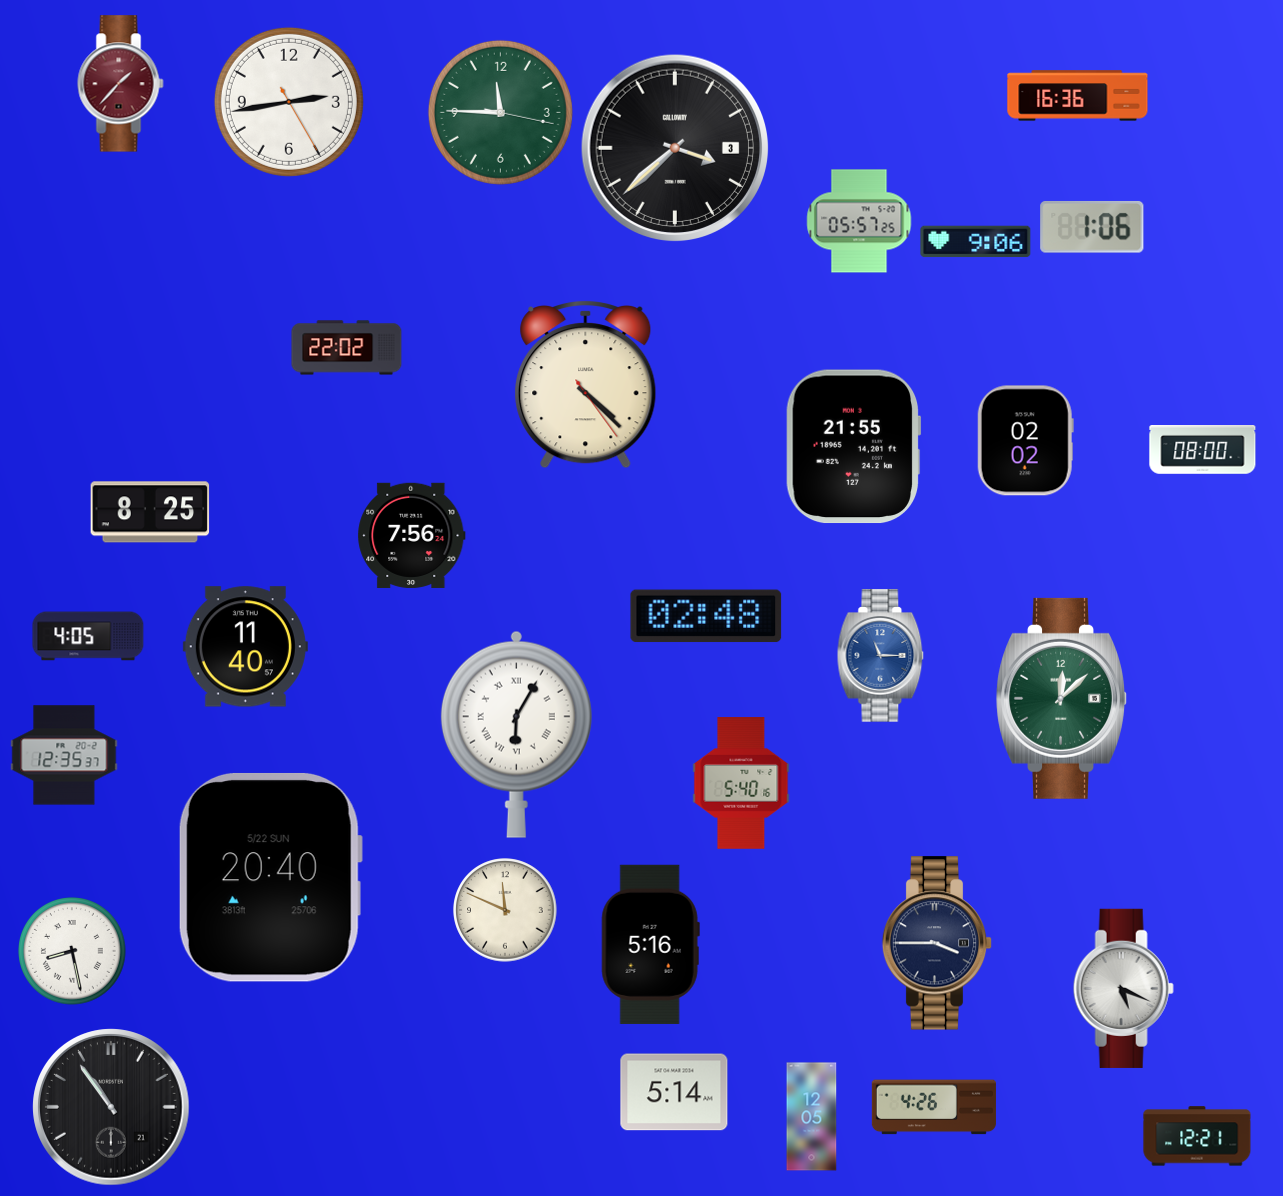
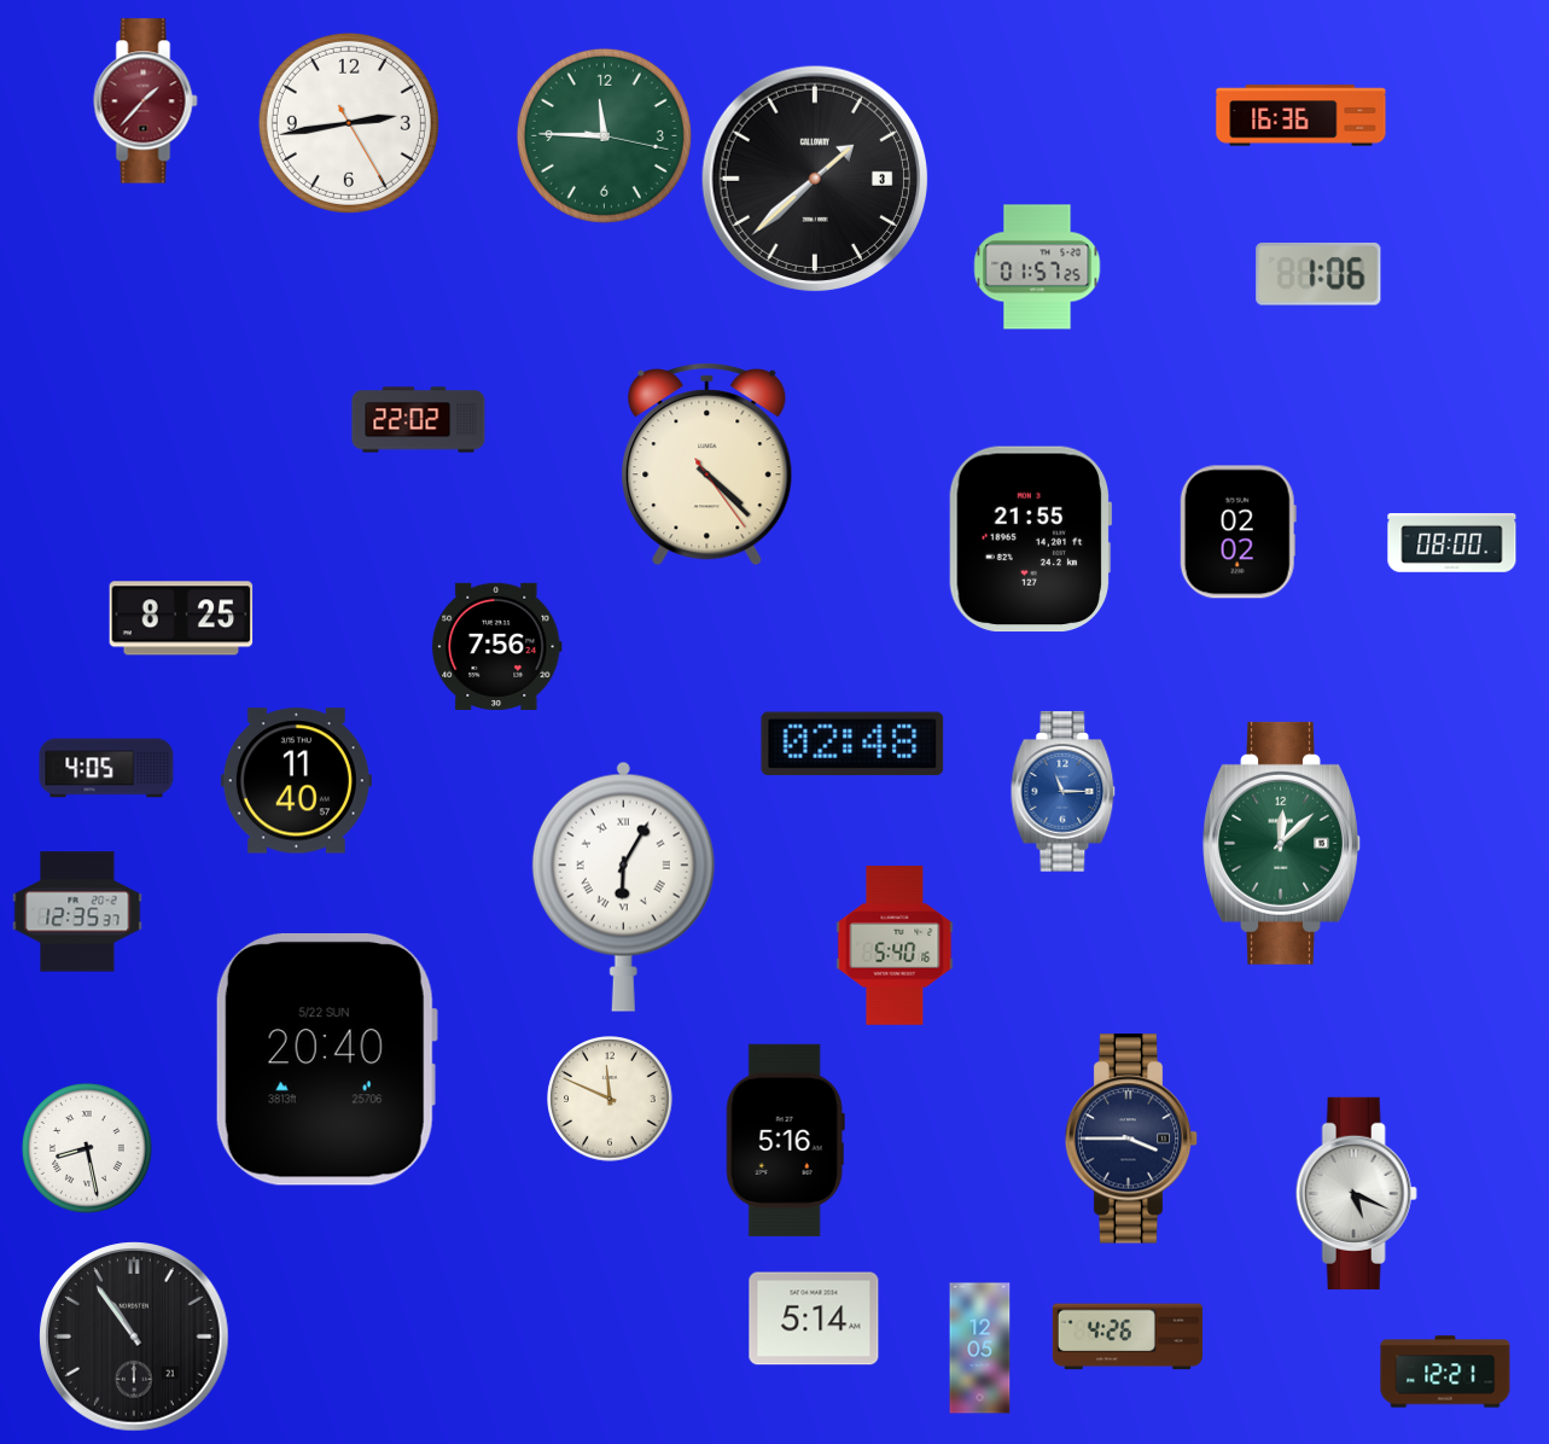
clock at (675, 148): 3:38 -> 1:38
clock at (859, 221): 05:57 -> 01:57
clock at (976, 242): 9:06 -> none
